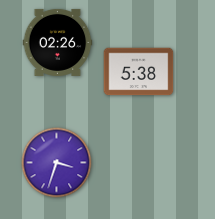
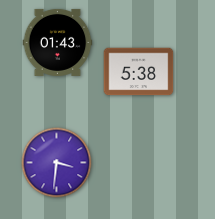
clock at (58, 42): 02:26 -> 01:43
clock at (57, 163): 3:33 -> 3:31
